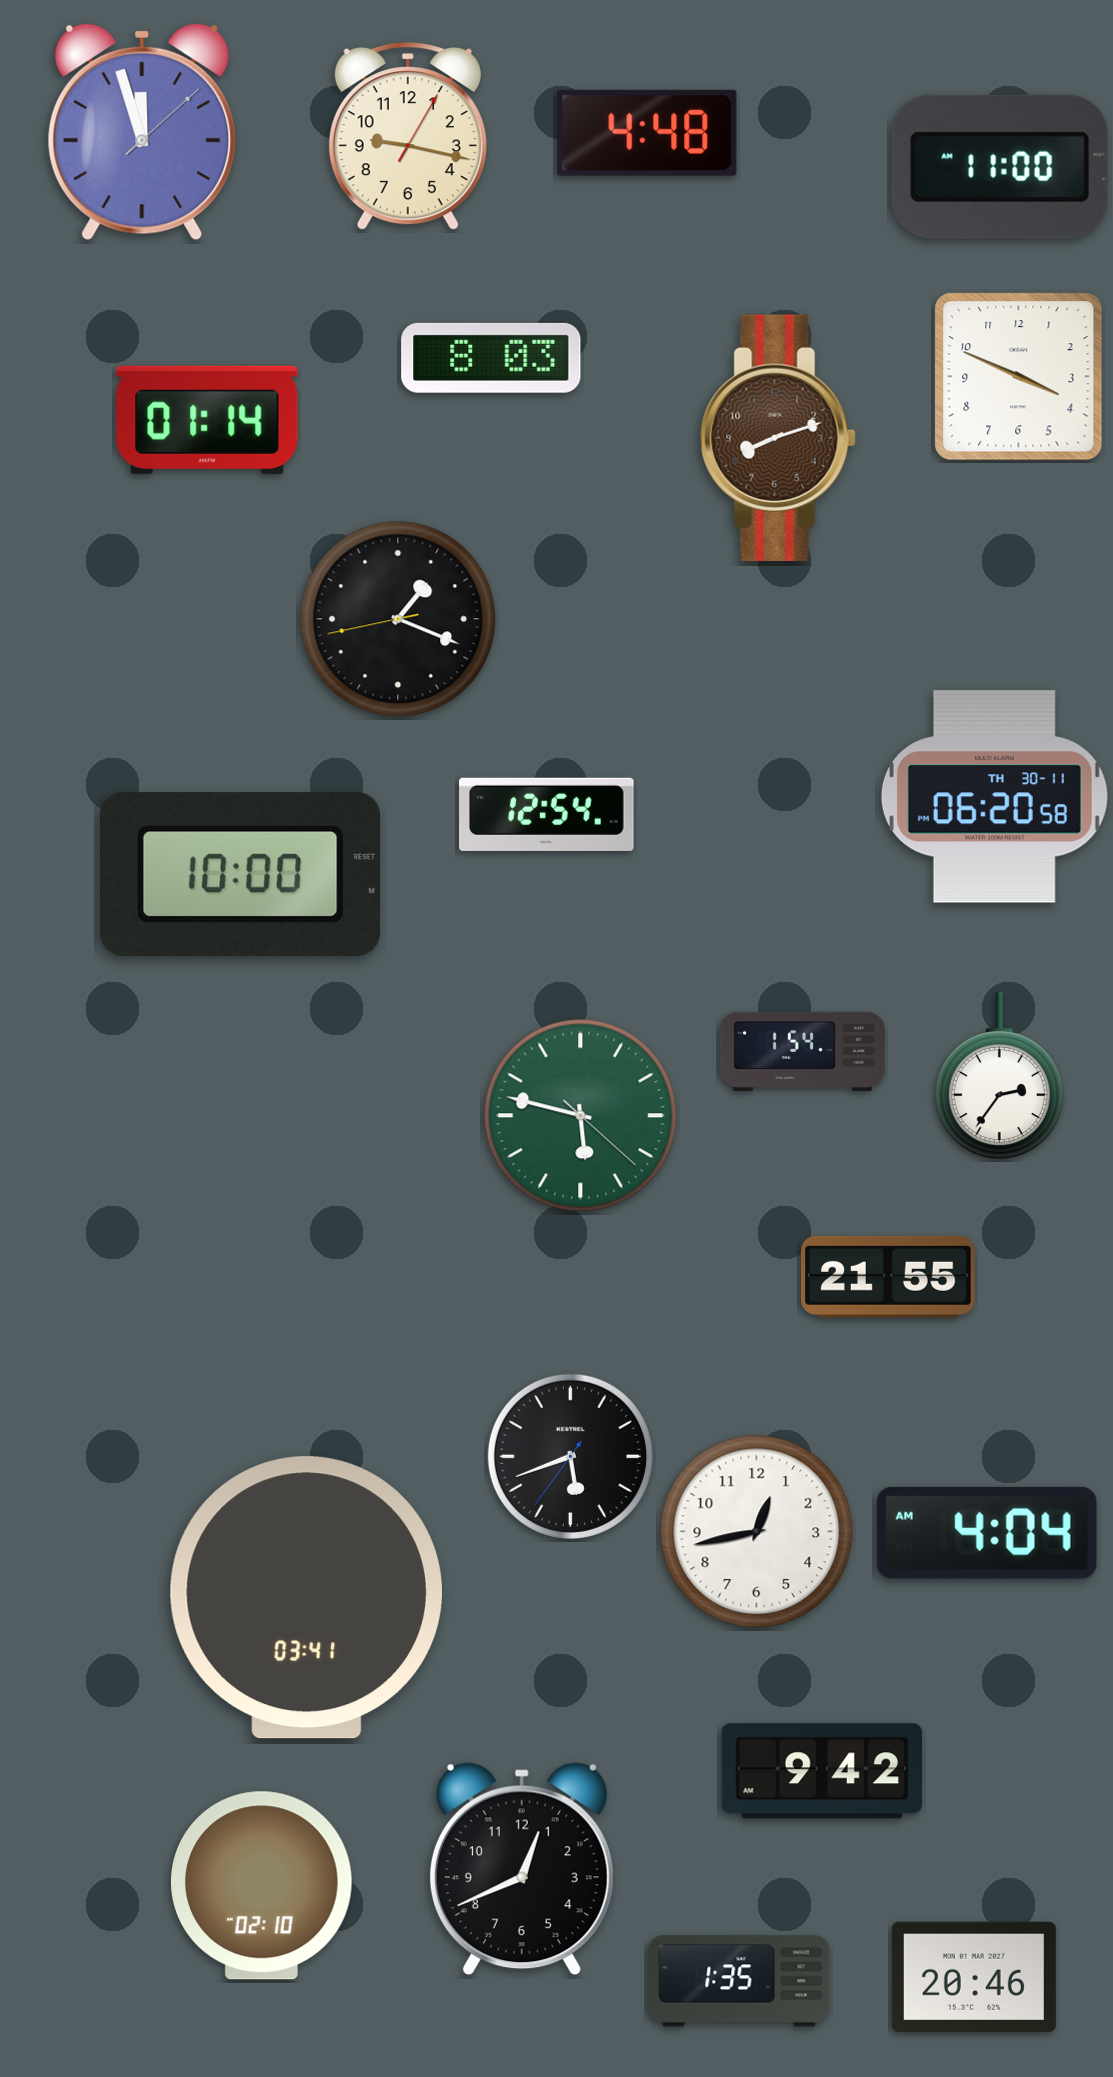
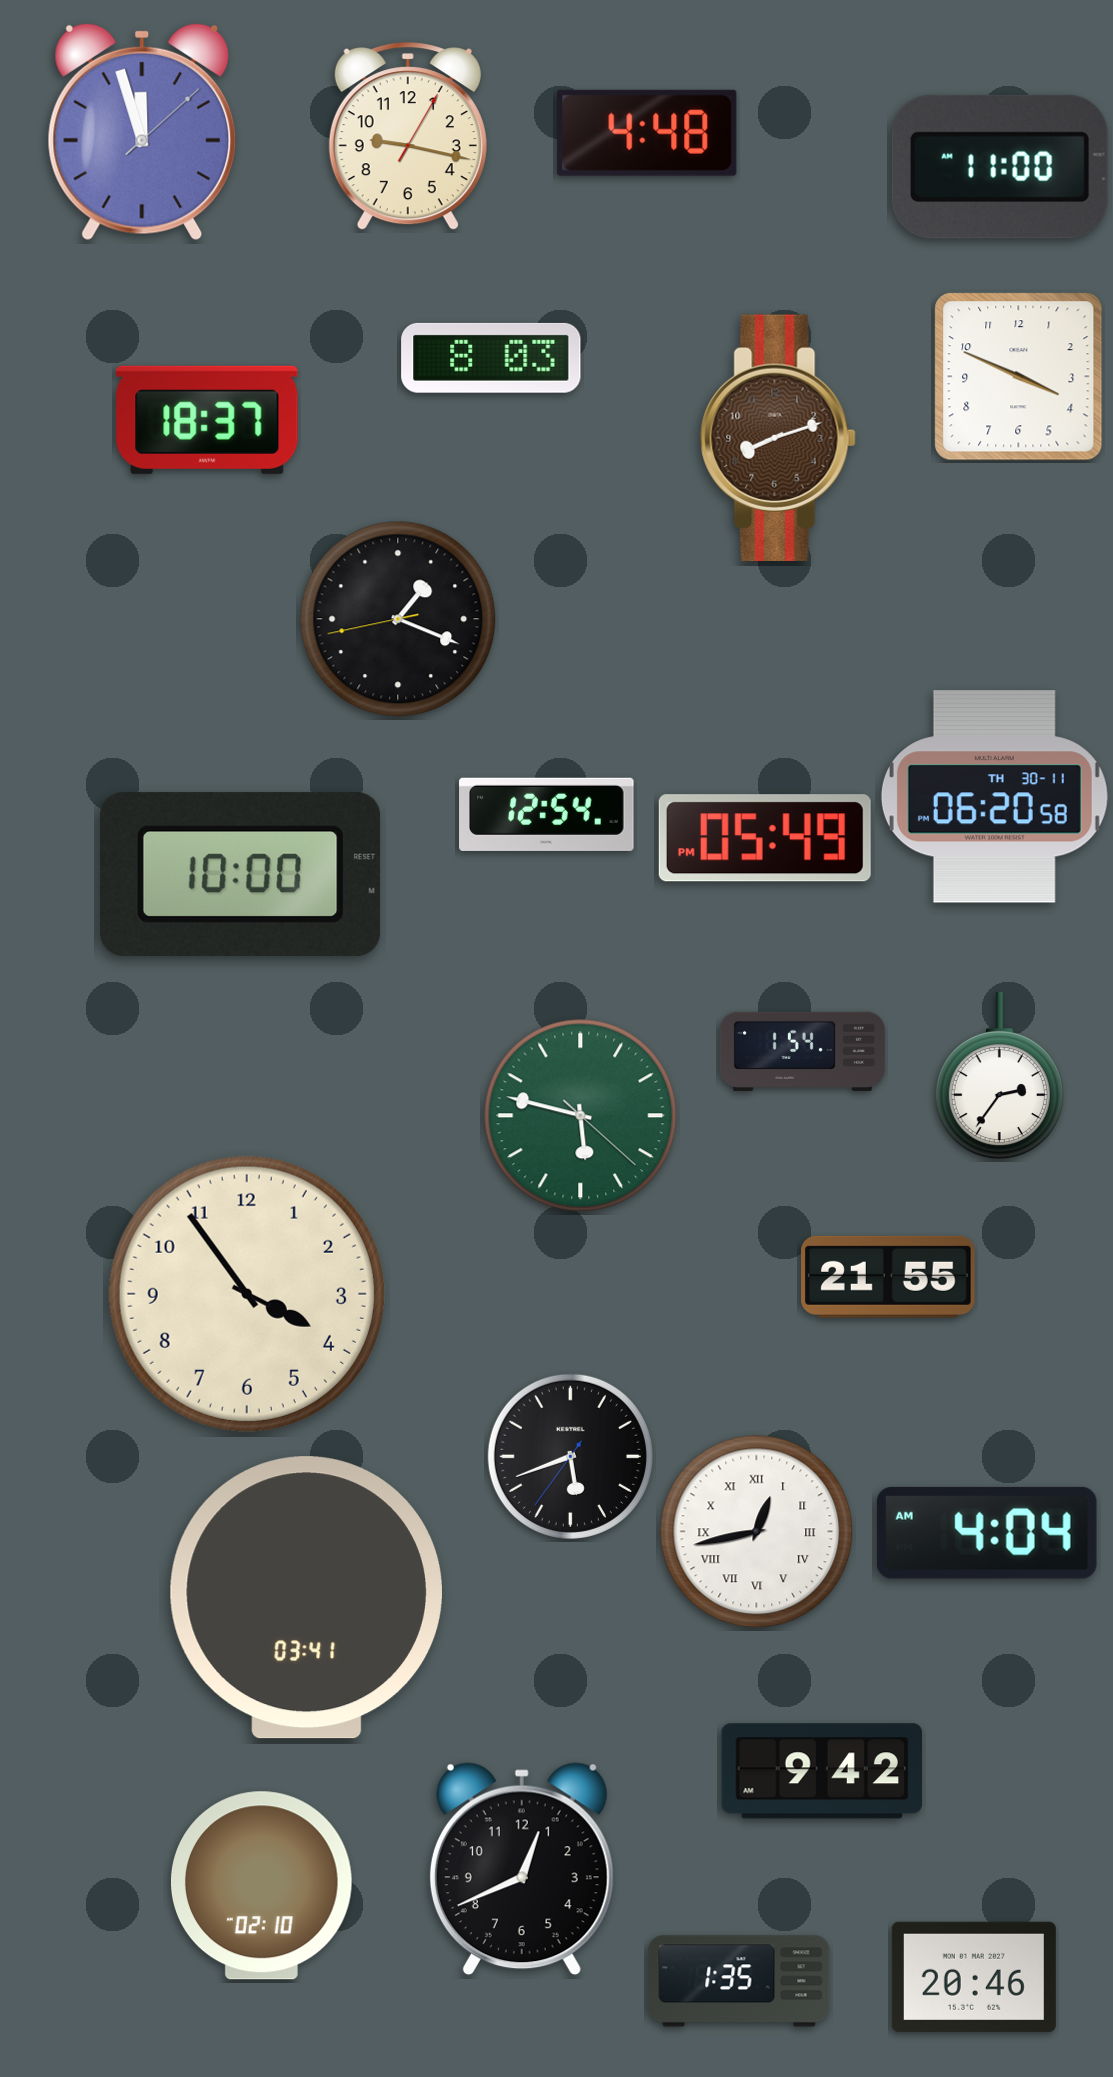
clock at (207, 420): 01:14 -> 18:37
clock at (765, 838): none -> 05:49
clock at (247, 1294): none -> 3:54
clock at (757, 1532) numerals: Arabic -> Roman
